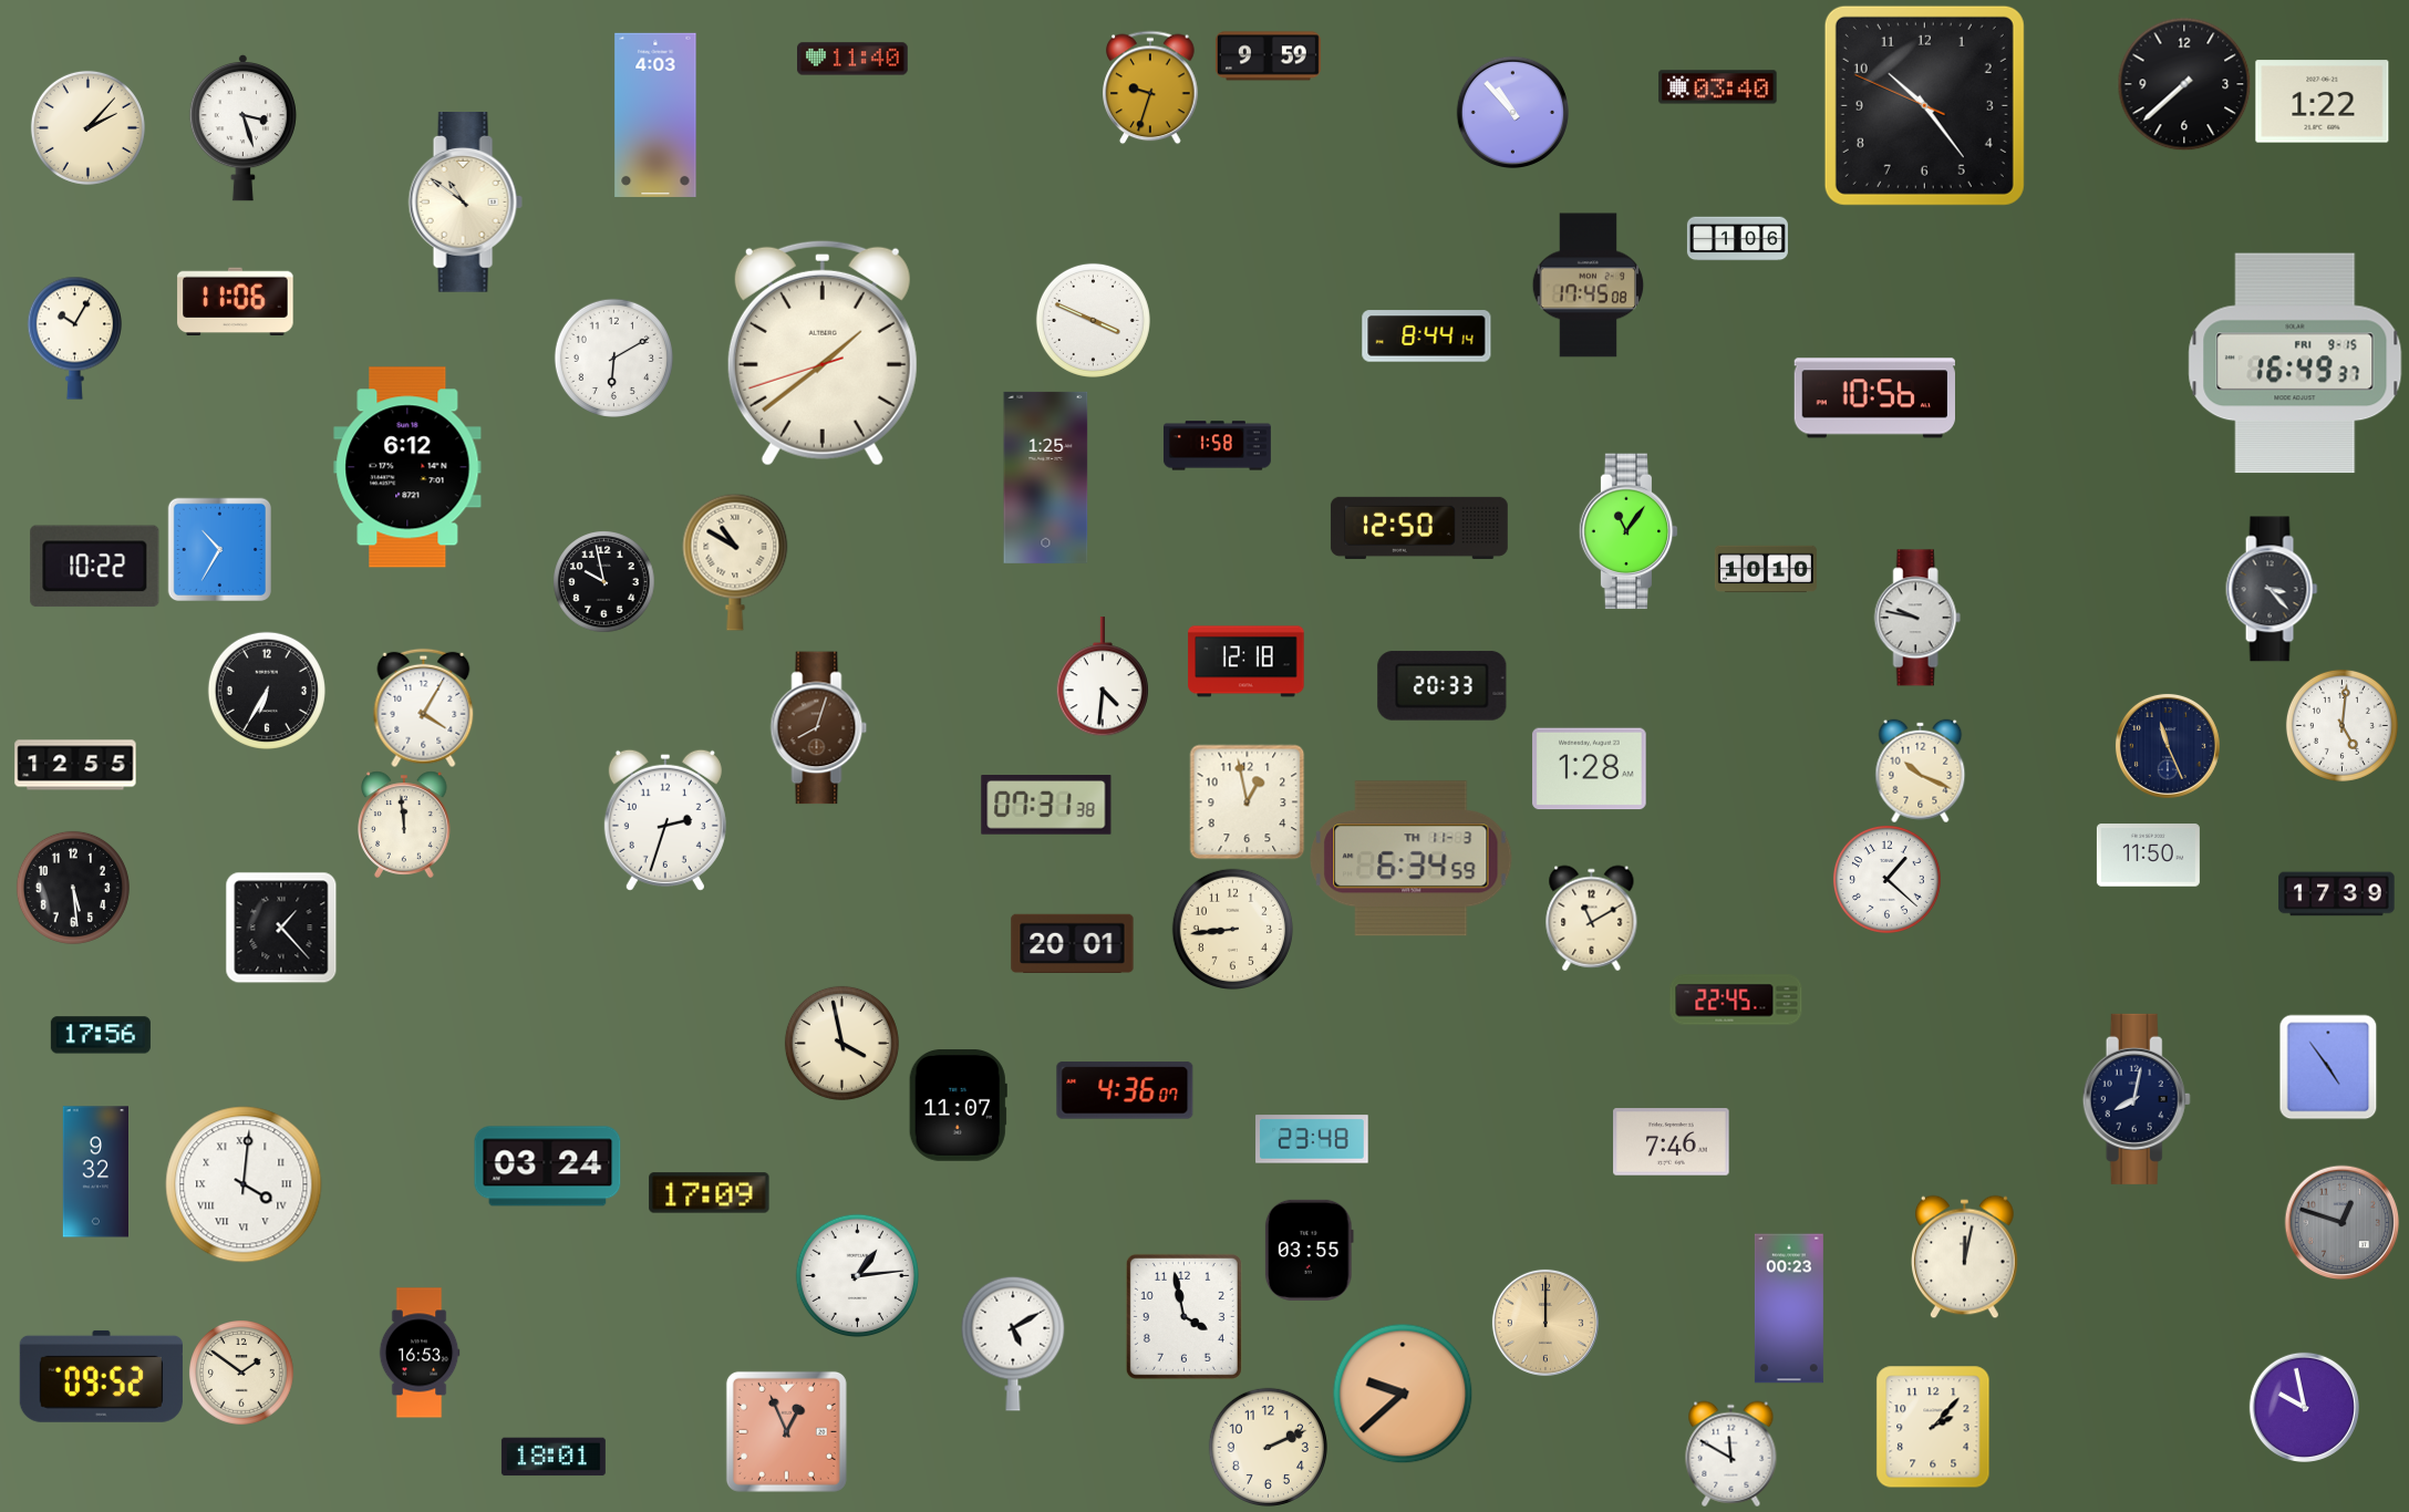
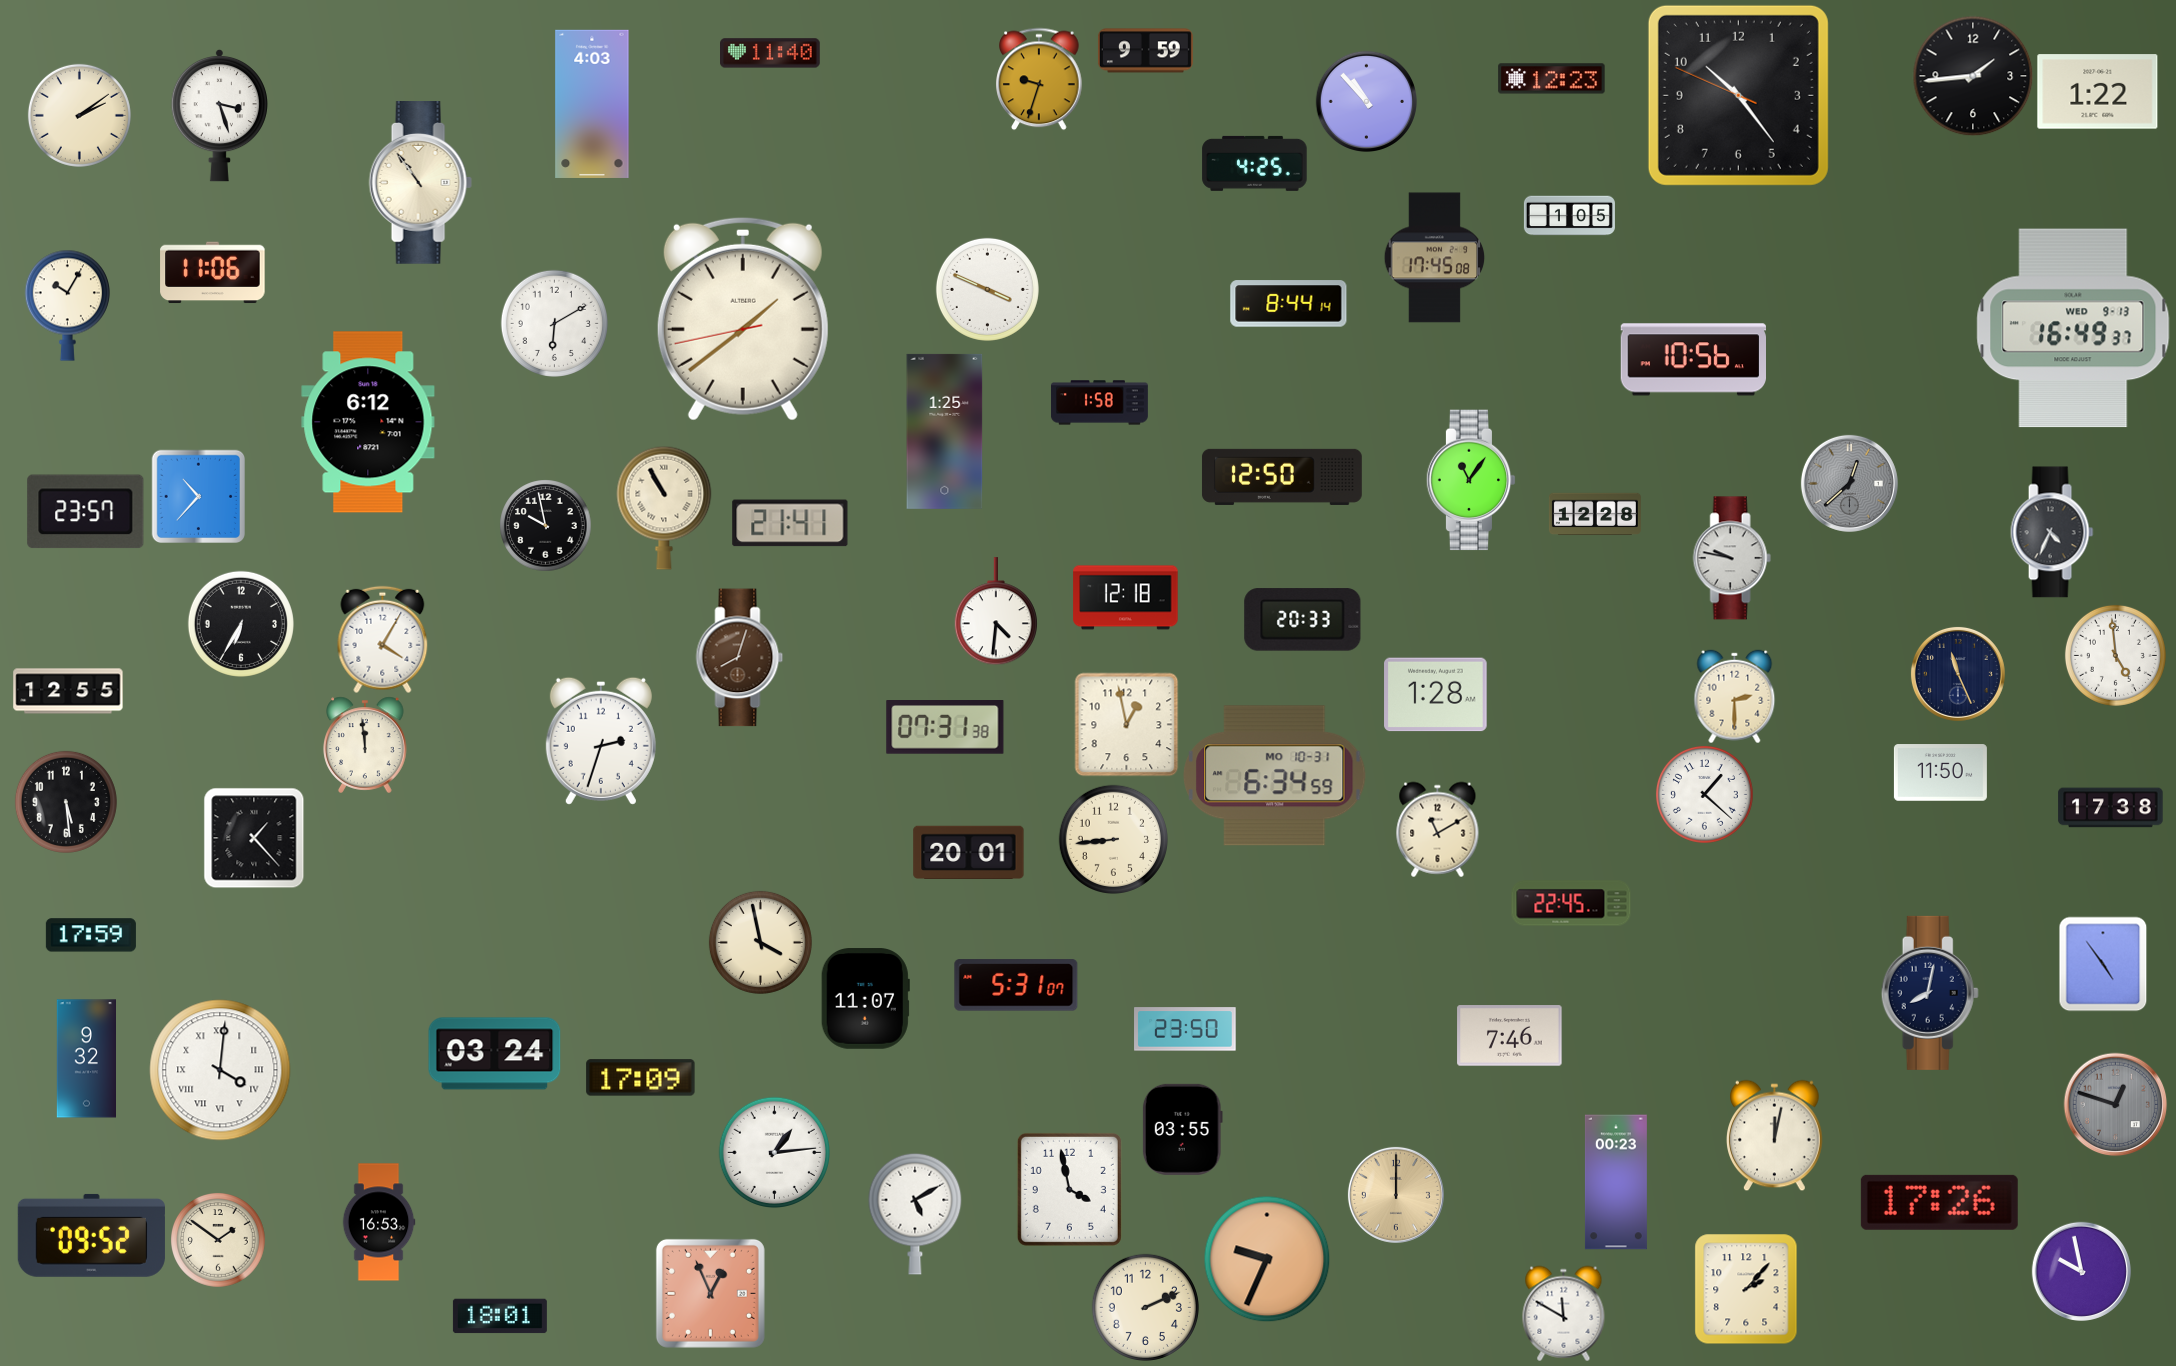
clock at (2184, 84): 7:38 -> 1:44
clock at (1718, 87): 03:40 -> 12:23
clock at (87, 127): 2:07 -> 2:09
clock at (1255, 163): none -> 4:25
clock at (465, 203): 10:51 -> 10:54
clock at (1737, 239): 1:06 -> 1:05
clock at (823, 353): 1:38:42 -> 1:38:43
clock at (2295, 363) date: FRI 9-15 -> WED 9-13
clock at (1849, 483): none -> 12:38
clock at (219, 549): 10:35 -> 10:37
clock at (735, 562): 10:50 -> 10:55
clock at (95, 567): 10:22 -> 23:57
clock at (1766, 569): 10:10 -> 12:28
clock at (790, 523): none -> 21:41
clock at (2272, 589): 3:23 -> 4:34
clock at (2341, 725): 5:01 -> 4:59
clock at (1921, 770): 10:19 -> 2:30
clock at (1412, 859) date: TH 11-3 -> MO 10-31
clock at (2337, 894): 17:39 -> 17:38
clock at (1736, 1000) position: (1736, 1000) -> (1571, 903)
clock at (101, 1035): 17:56 -> 17:59
clock at (1125, 1090): 4:36 -> 5:31
clock at (1312, 1139): 23:48 -> 23:50
clock at (1672, 1142) position: (1672, 1142) -> (1510, 1036)
clock at (1939, 1202): none -> 17:26
clock at (101, 1376) position: (101, 1376) -> (91, 1235)
clock at (1403, 1394): 9:38 -> 9:34
